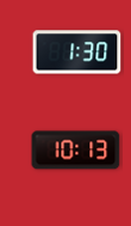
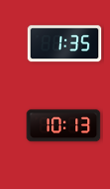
clock at (77, 53): 1:30 -> 1:35
